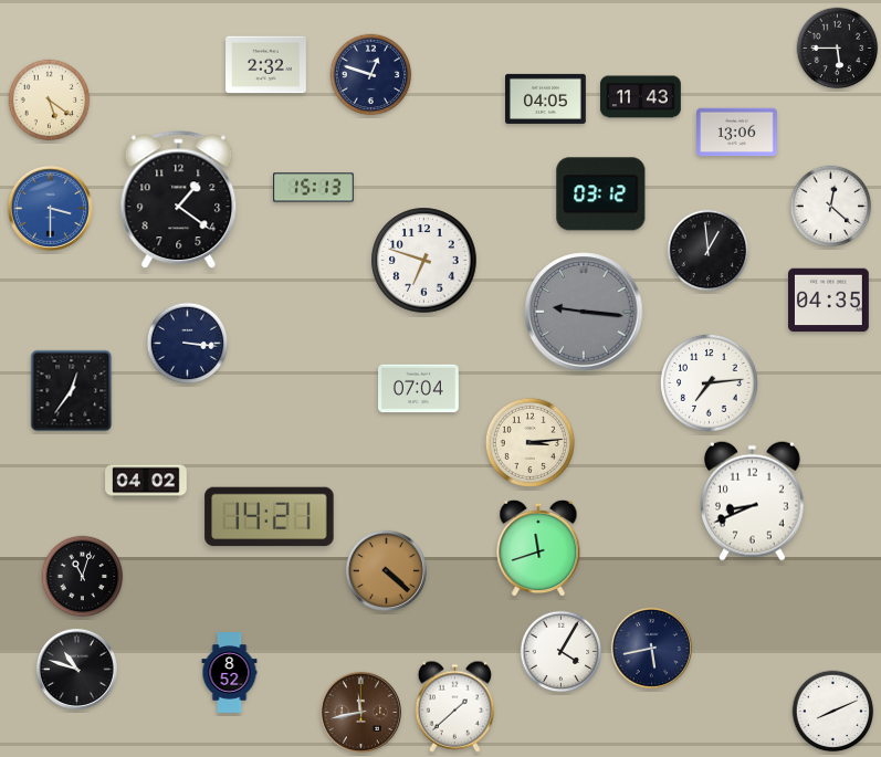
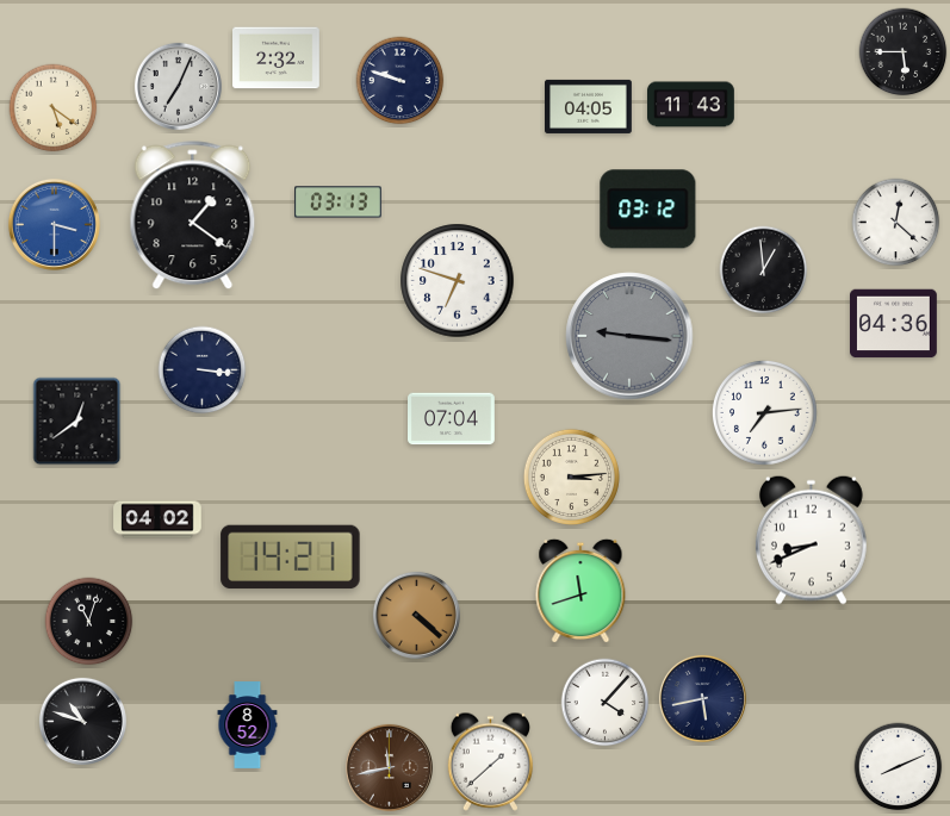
clock at (266, 65) position: (266, 65) -> (277, 58)
clock at (371, 75): 12:48 -> 9:48
clock at (178, 86): none -> 7:04
clock at (737, 133): 13:06 -> none
clock at (314, 188): 15:13 -> 03:13
clock at (829, 301): 04:35 -> 04:36
clock at (72, 391): 12:36 -> 12:39
clock at (562, 652): 4:05 -> 4:07
